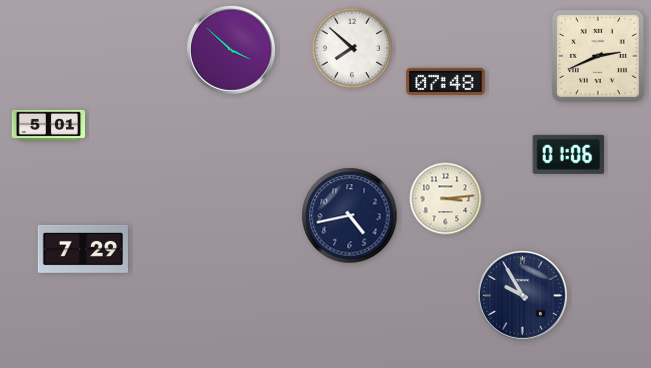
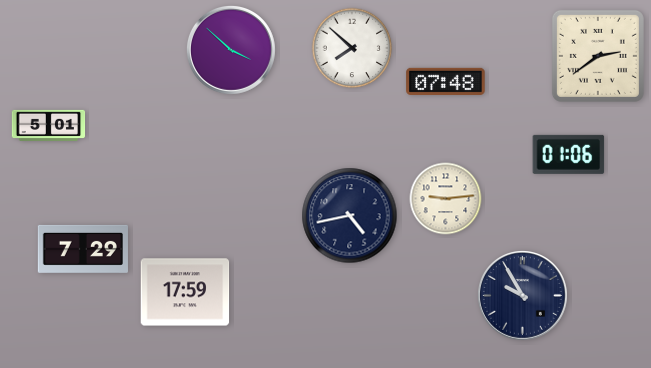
clock at (598, 56): 2:41 -> 2:39
clock at (446, 199): 3:14 -> 9:14
clock at (185, 292): none -> 17:59
